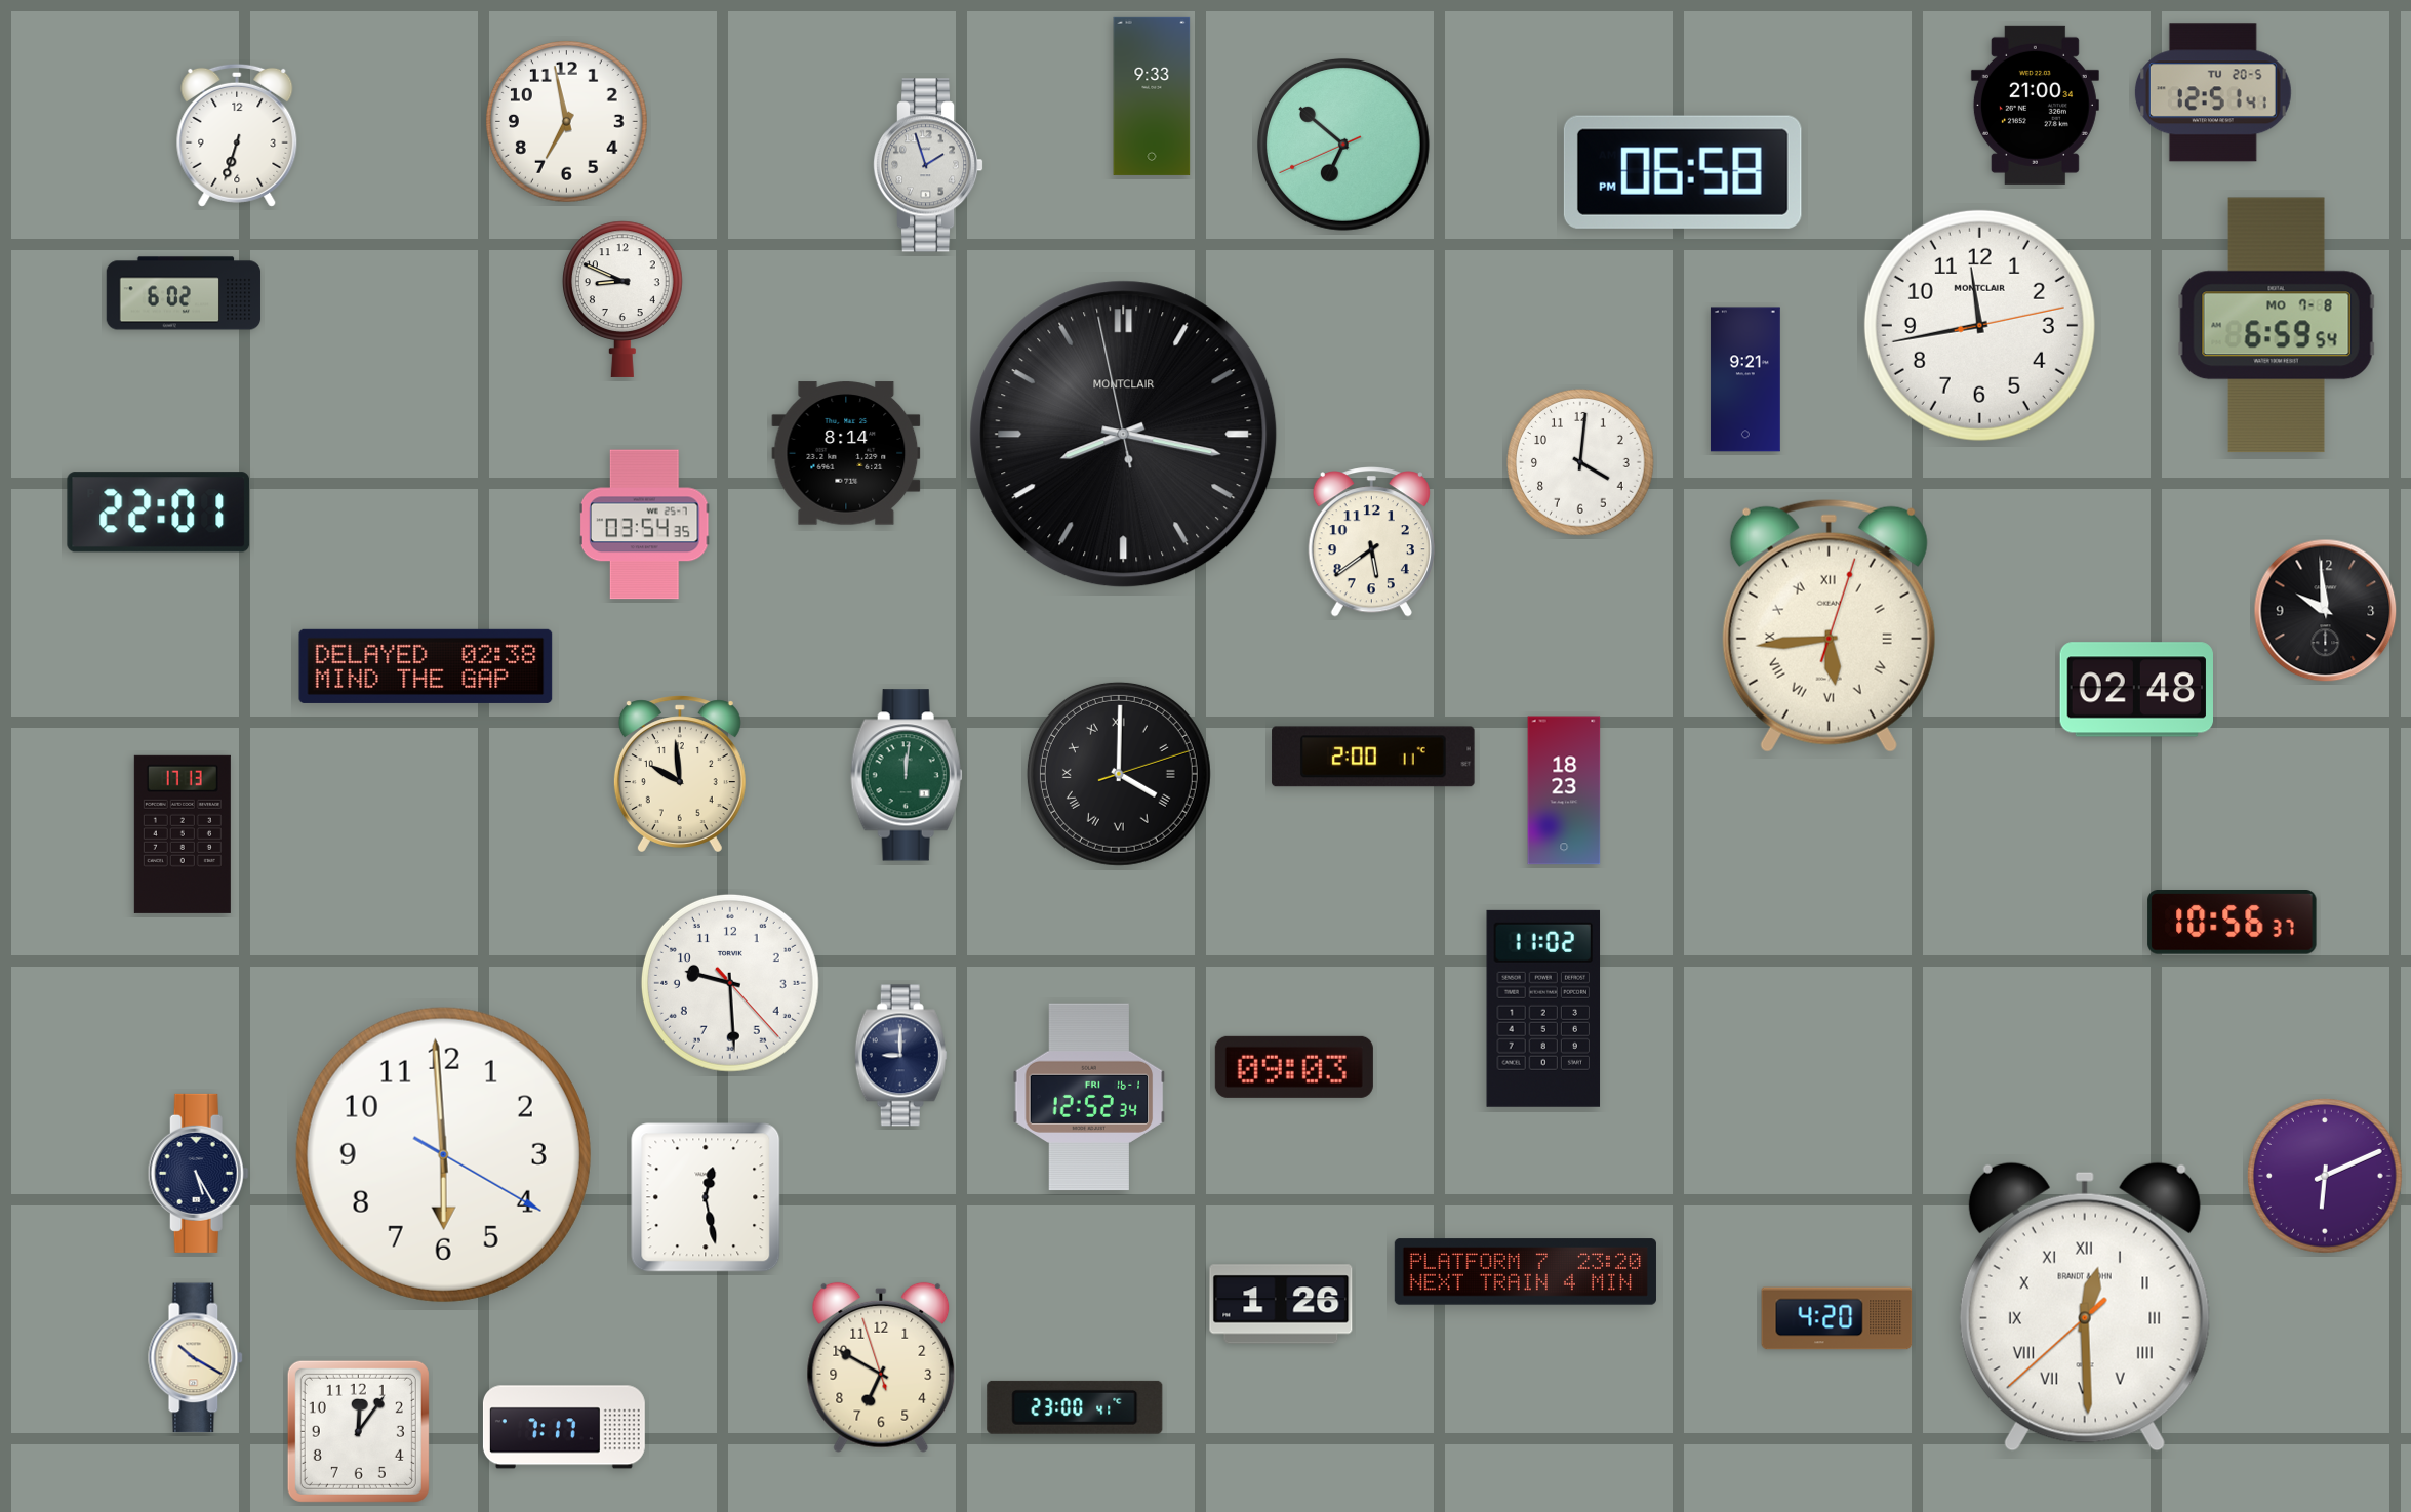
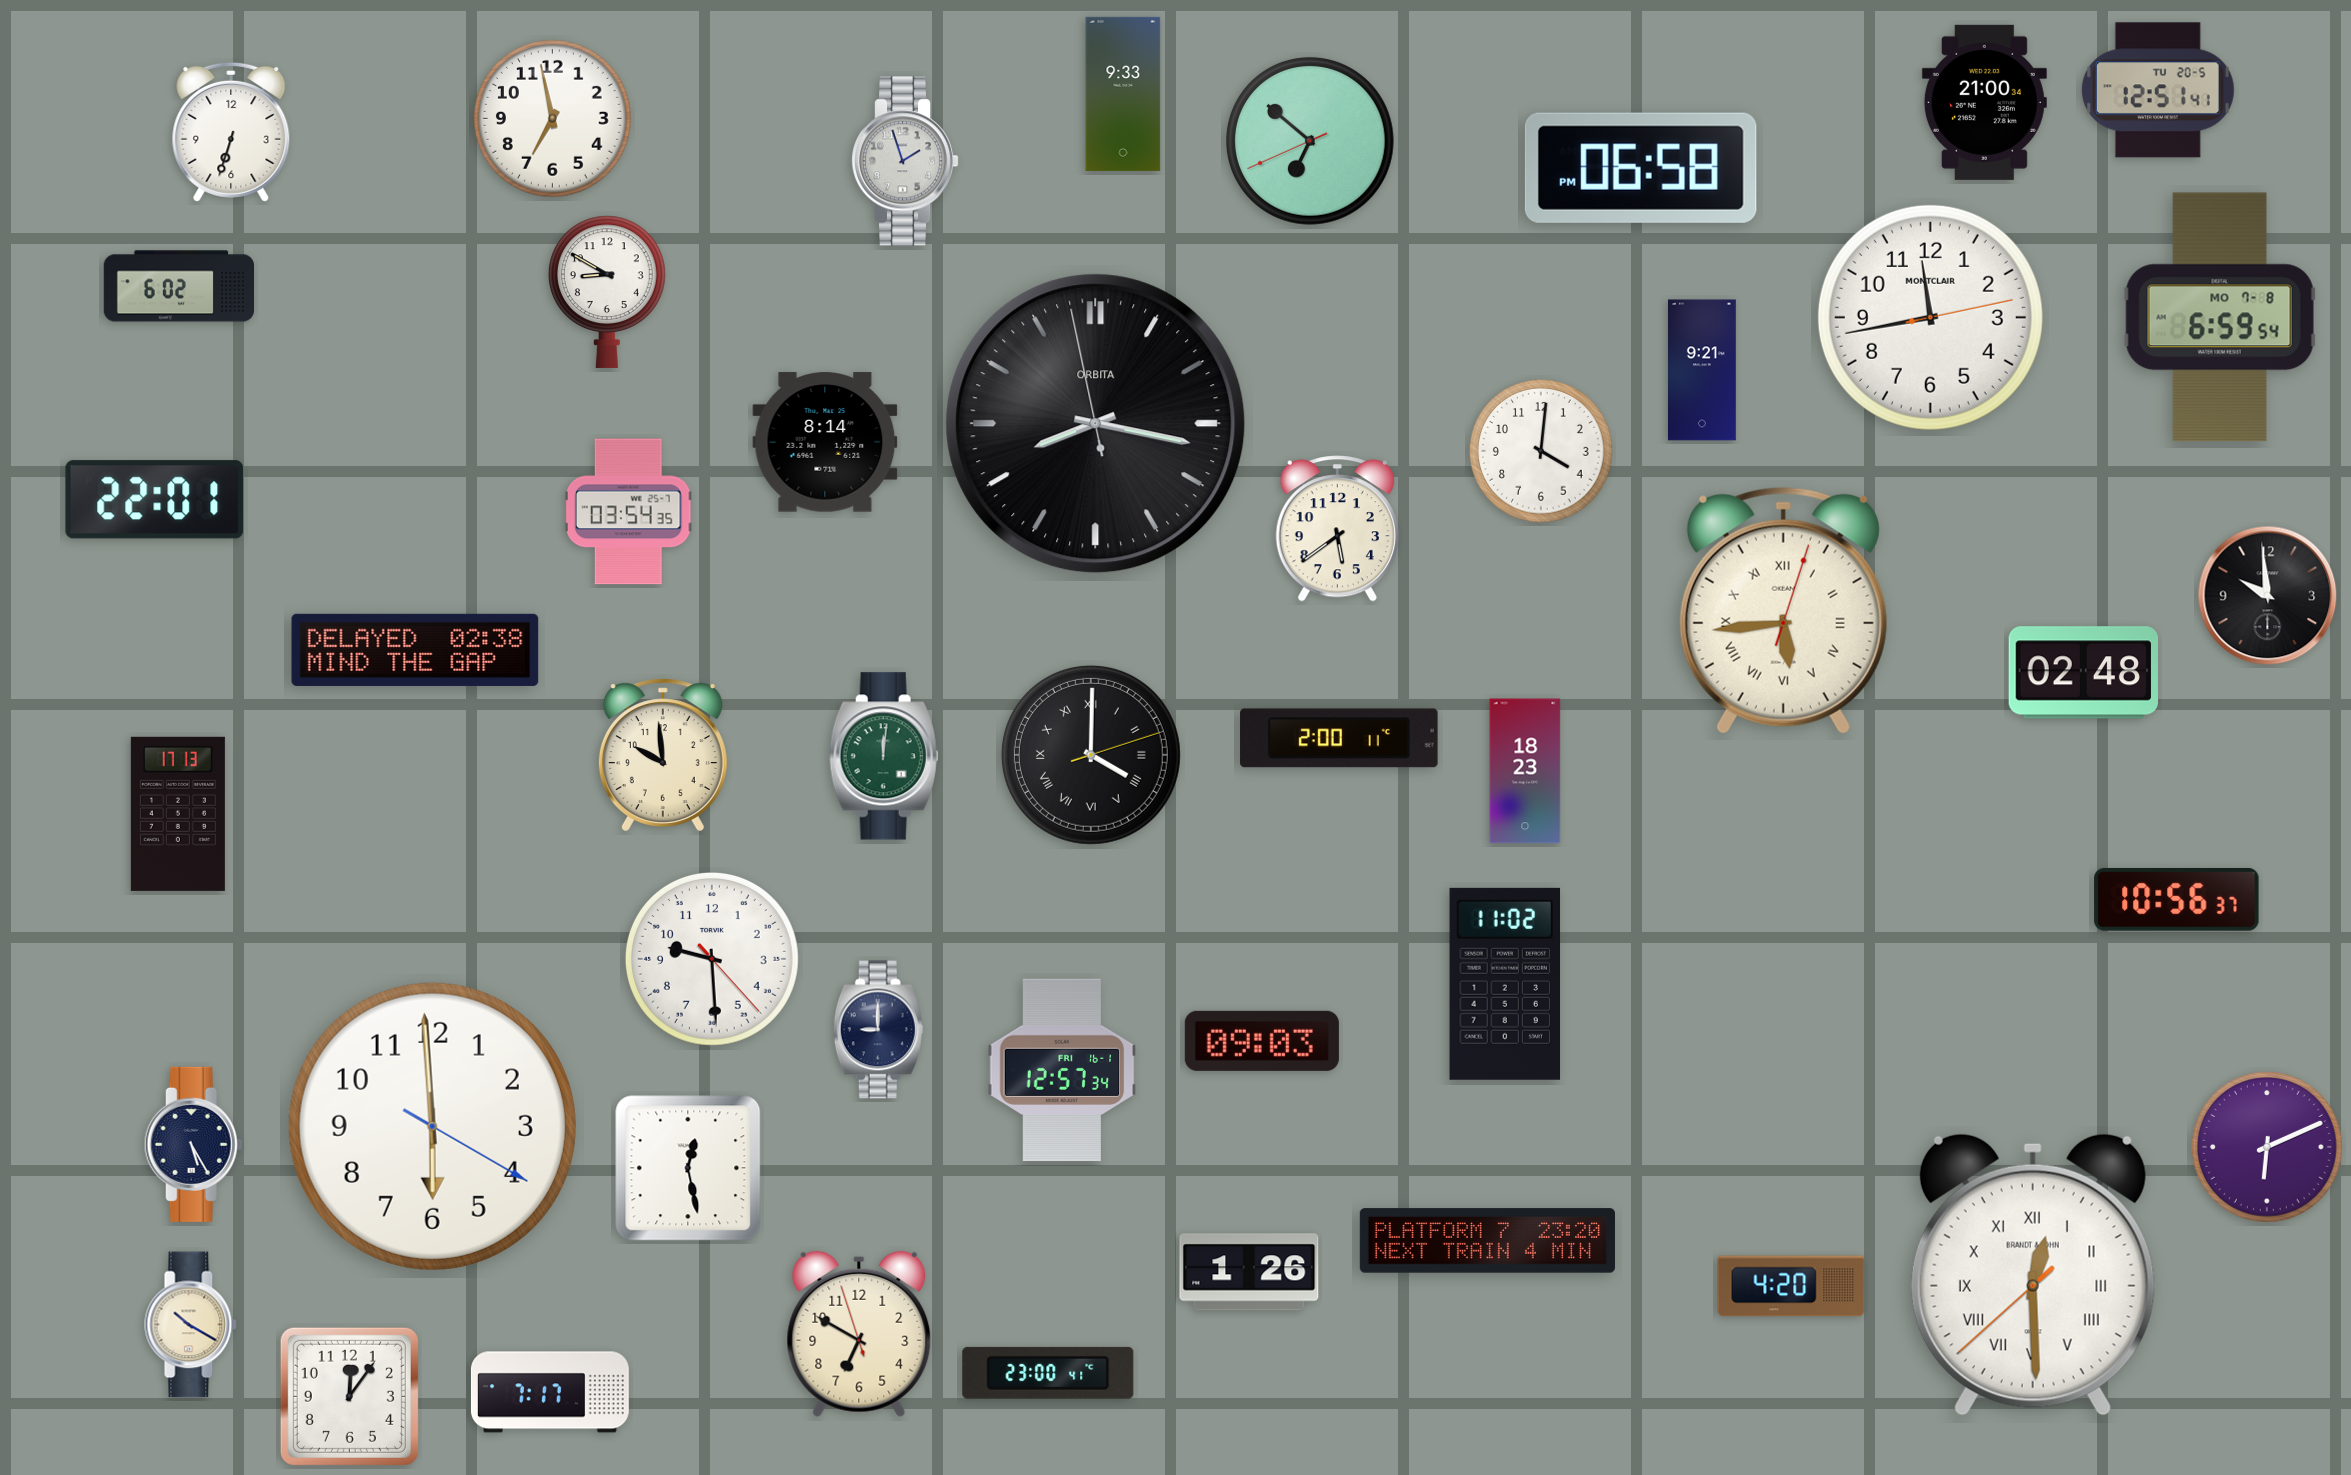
clock at (622, 299): 8:49 -> 8:50
clock at (1124, 435) brand: MONTCLAIR -> ORBITA
clock at (1089, 1097): 12:52 -> 12:57
